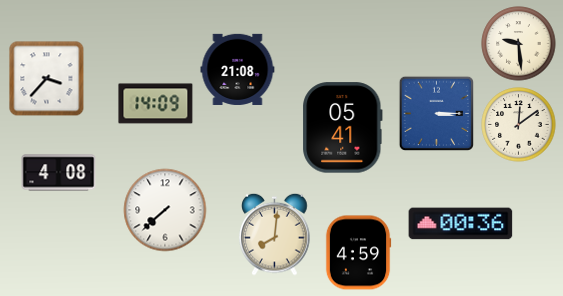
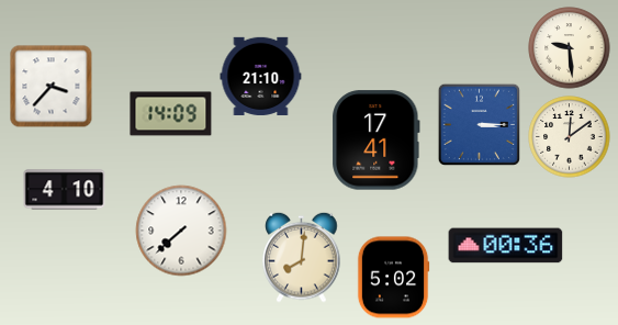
clock at (238, 69): 21:08 -> 21:10
clock at (343, 128): 05:41 -> 17:41
clock at (59, 173): 4:08 -> 4:10
clock at (358, 253): 4:59 -> 5:02
